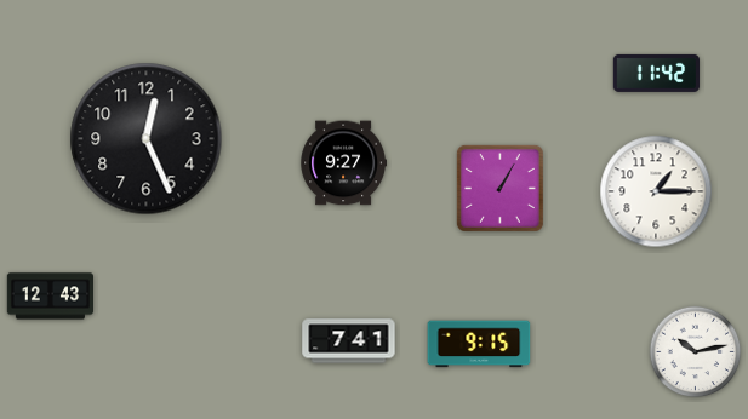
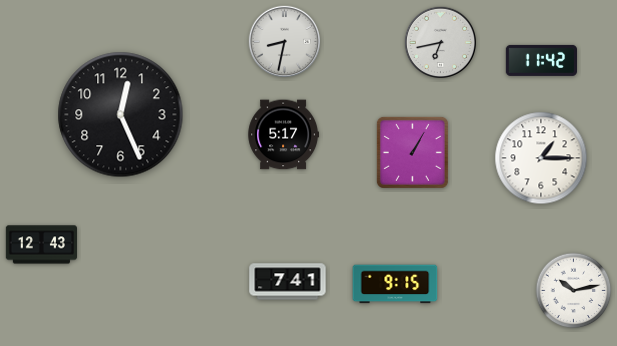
clock at (285, 42): none -> 8:32
clock at (441, 43): none -> 6:43
clock at (343, 163): 9:27 -> 5:17
clock at (499, 188) position: (499, 188) -> (412, 152)
